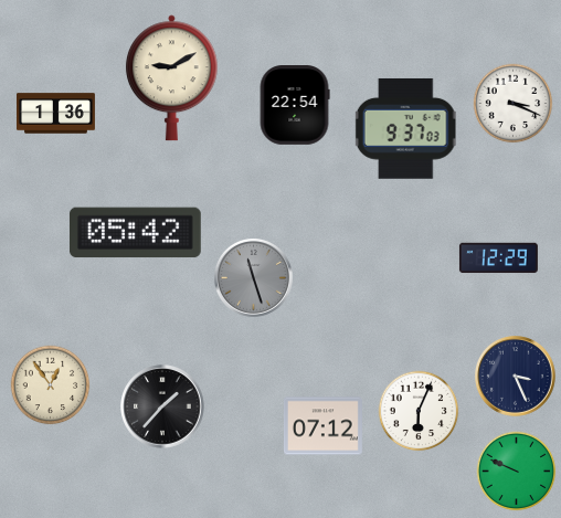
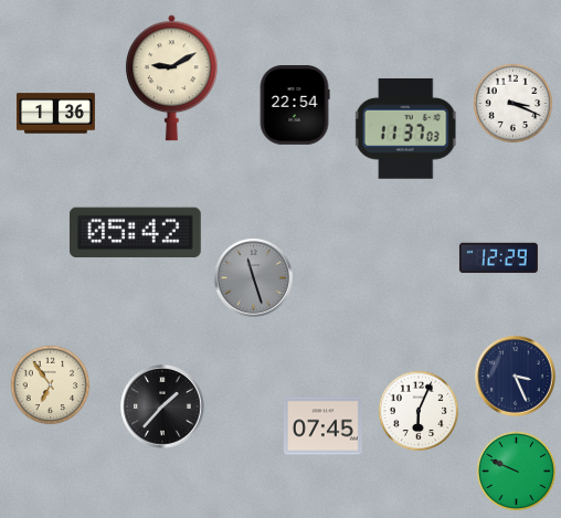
clock at (405, 128): 9:37 -> 11:37
clock at (51, 385): 12:54 -> 6:54
clock at (322, 426): 07:12 -> 07:45
